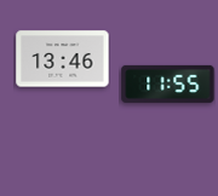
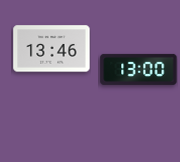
clock at (168, 83): 11:55 -> 13:00
